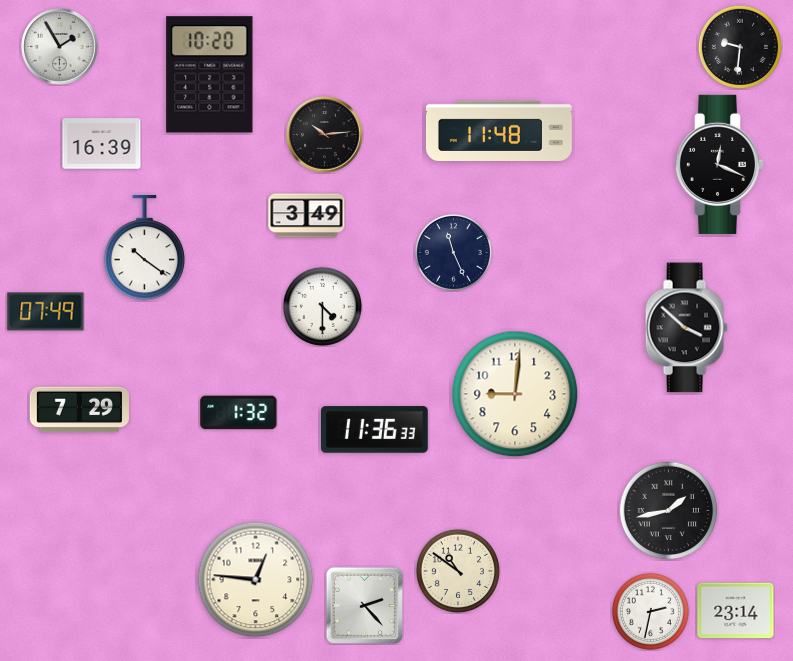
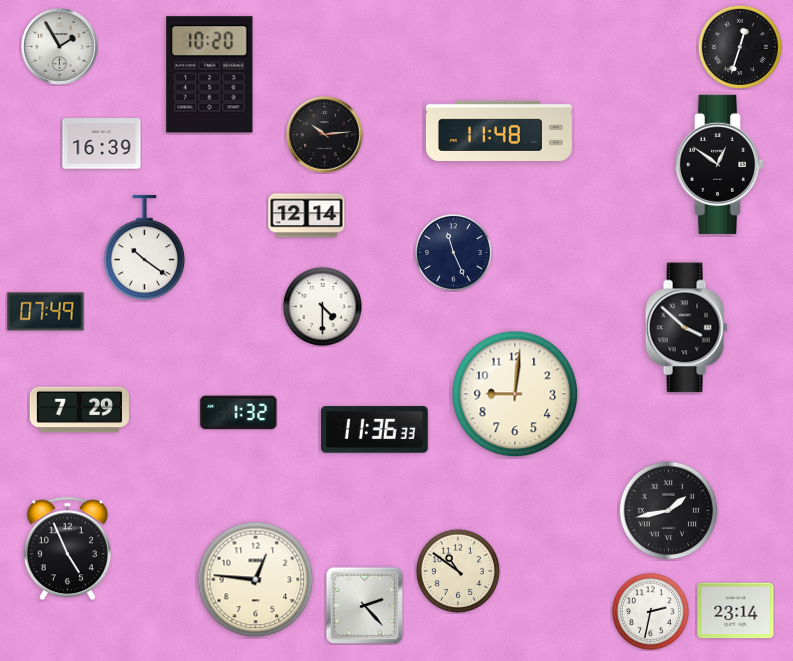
clock at (740, 47): 9:31 -> 12:33
clock at (720, 164): 12:19 -> 12:51
clock at (307, 216): 3:49 -> 12:14
clock at (67, 549): none -> 4:56
